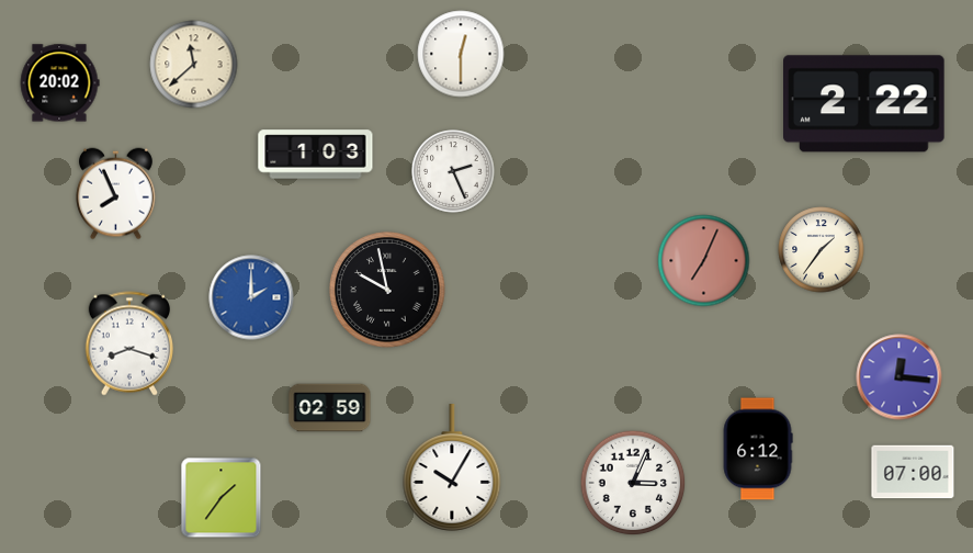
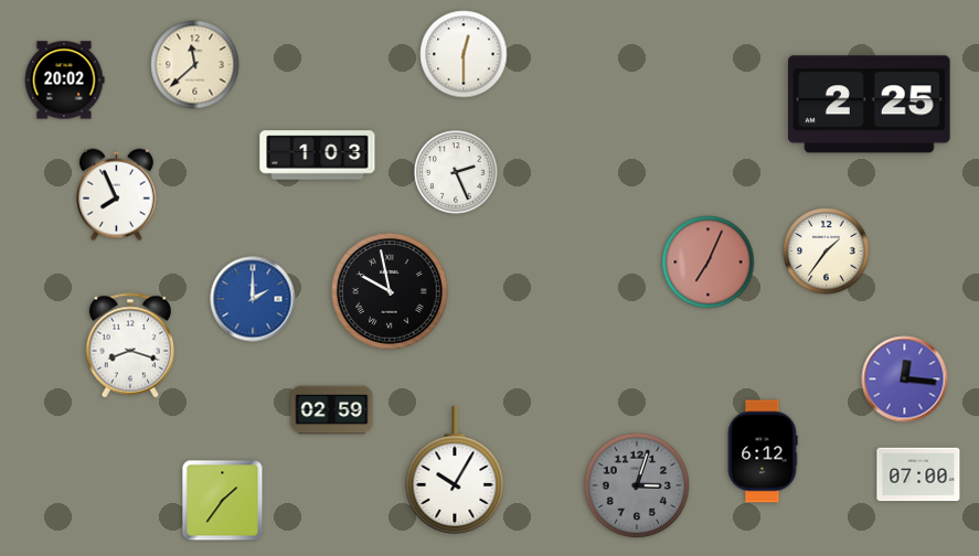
clock at (59, 83) position: (59, 83) -> (64, 81)
clock at (864, 104): 2:22 -> 2:25
clock at (633, 483): 3:04 -> 3:03
clock at (633, 483) dial: white -> grey
